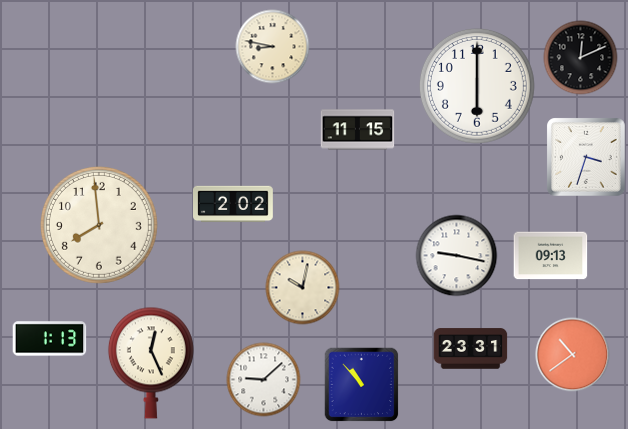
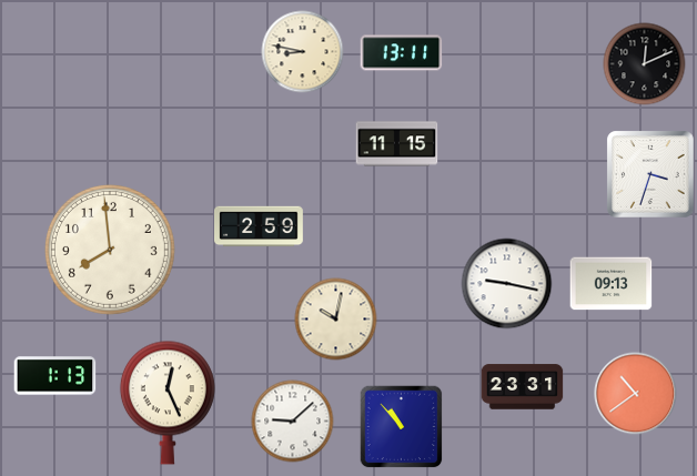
clock at (402, 53): none -> 13:11
clock at (477, 86): 6:00 -> none
clock at (234, 204): 2:02 -> 2:59
